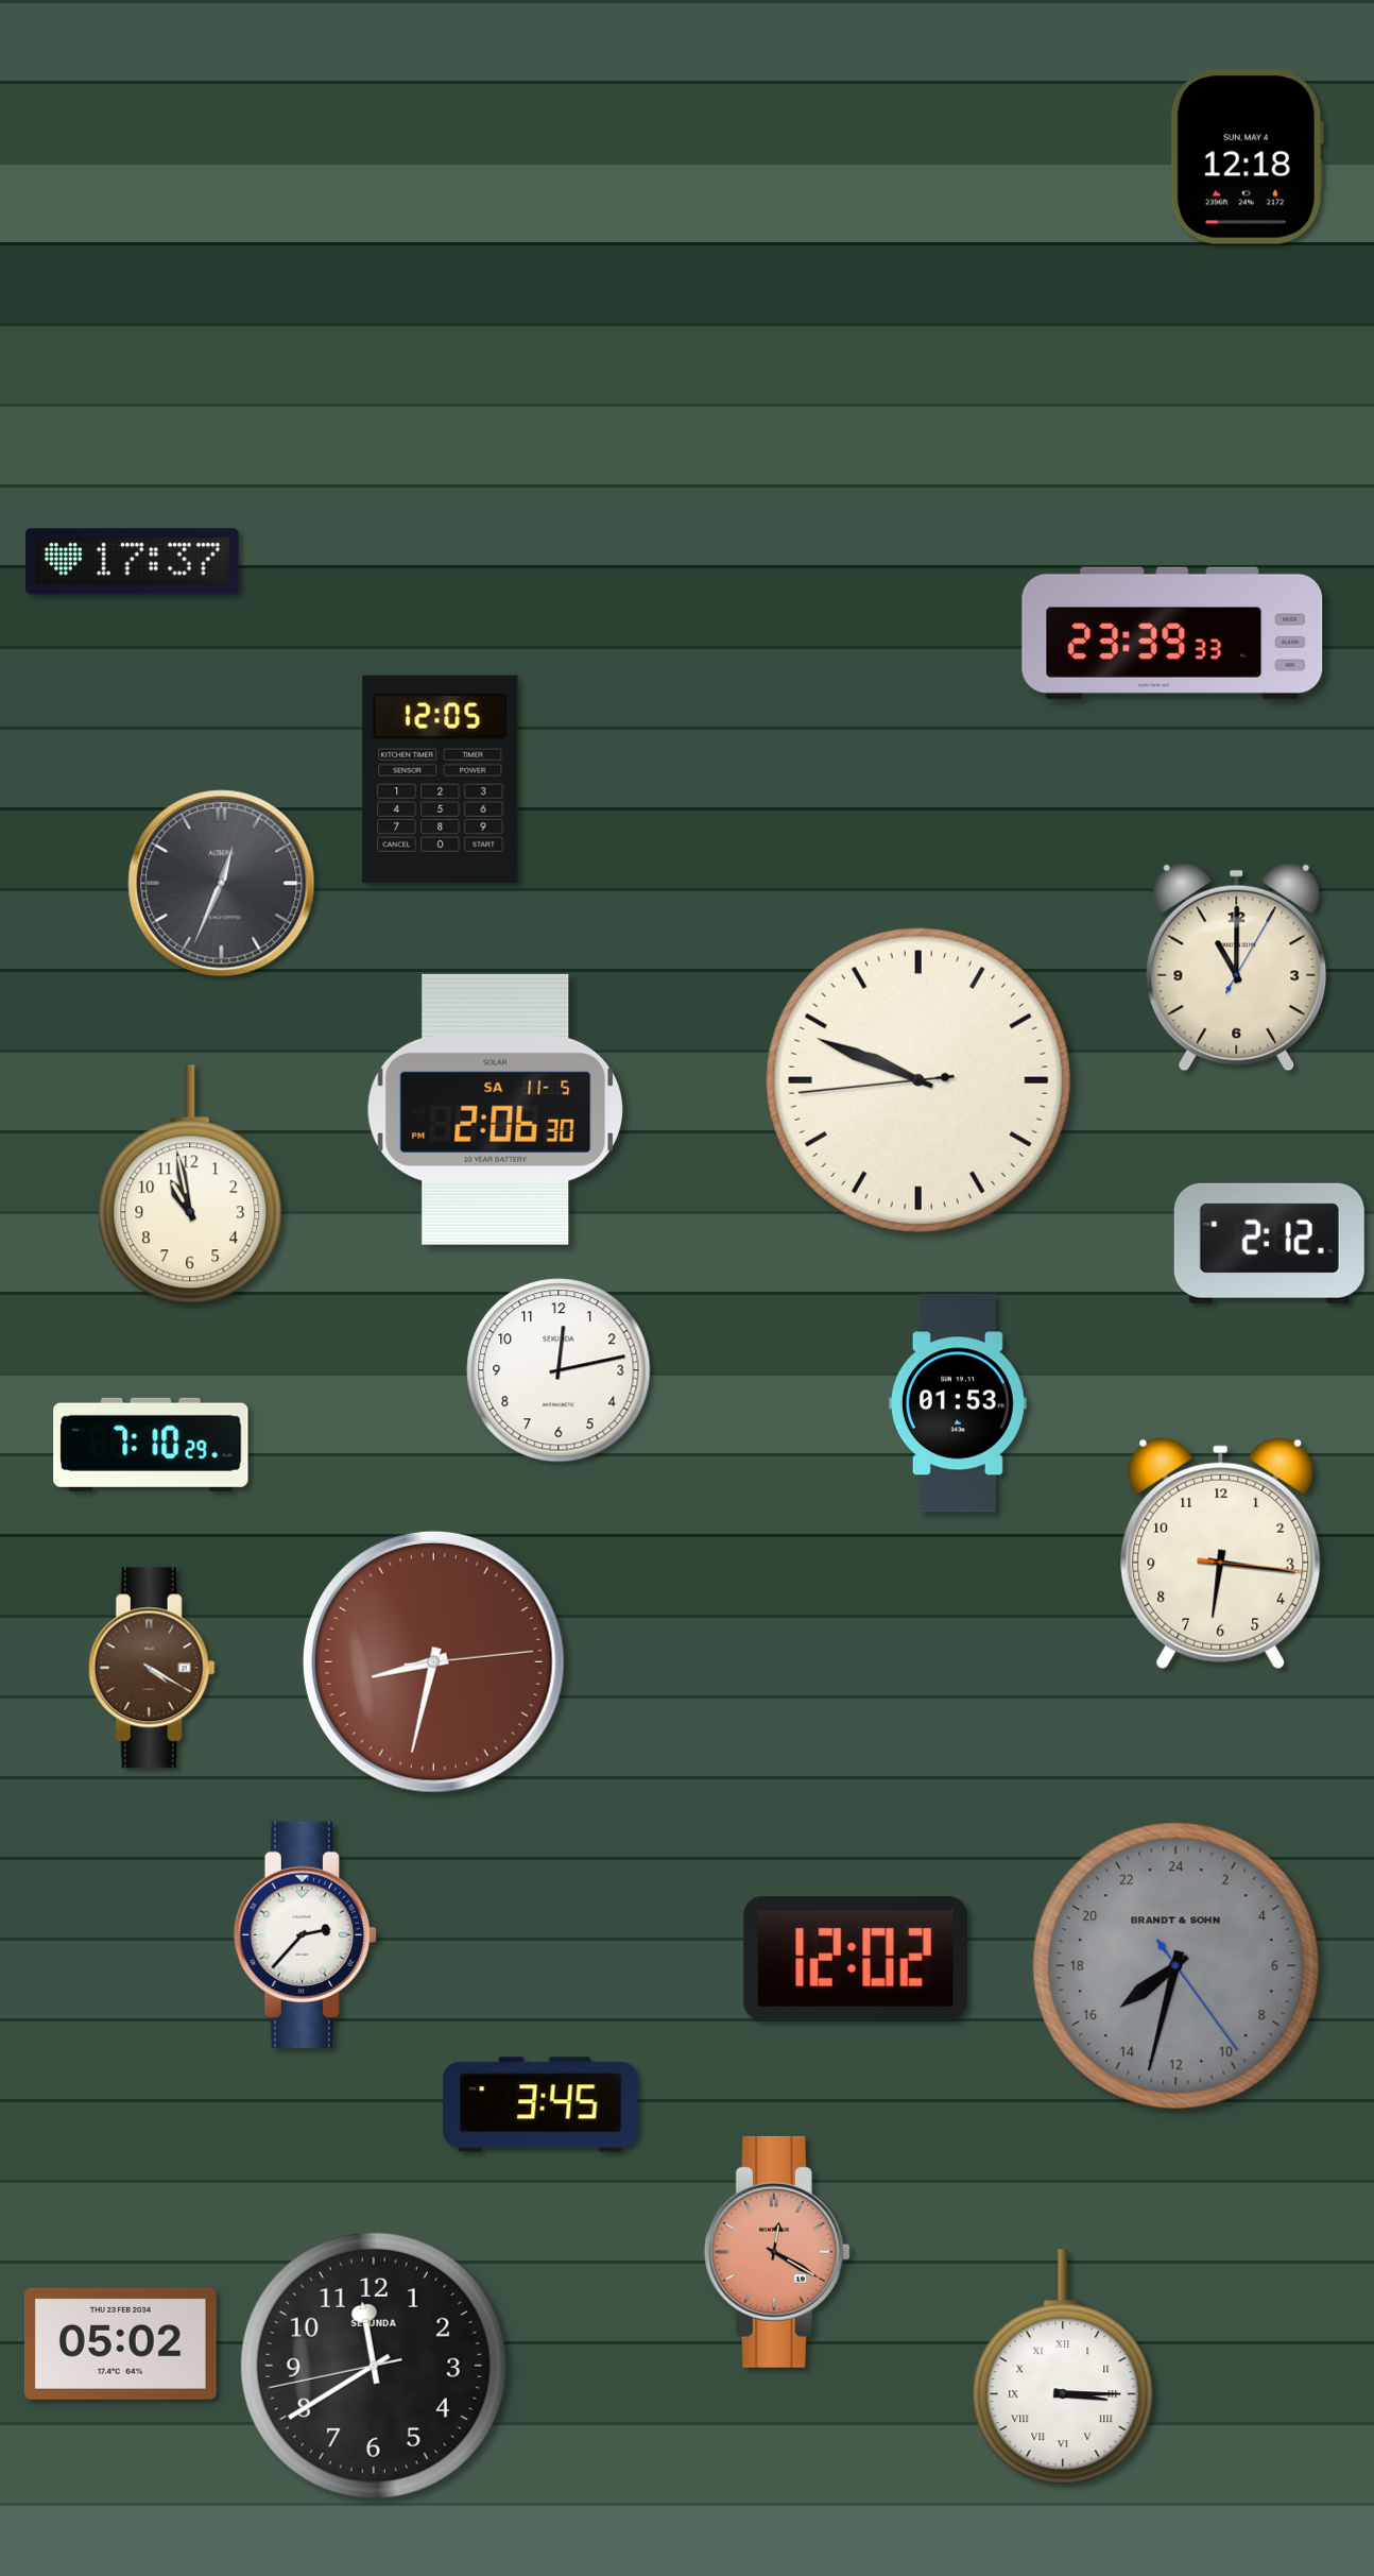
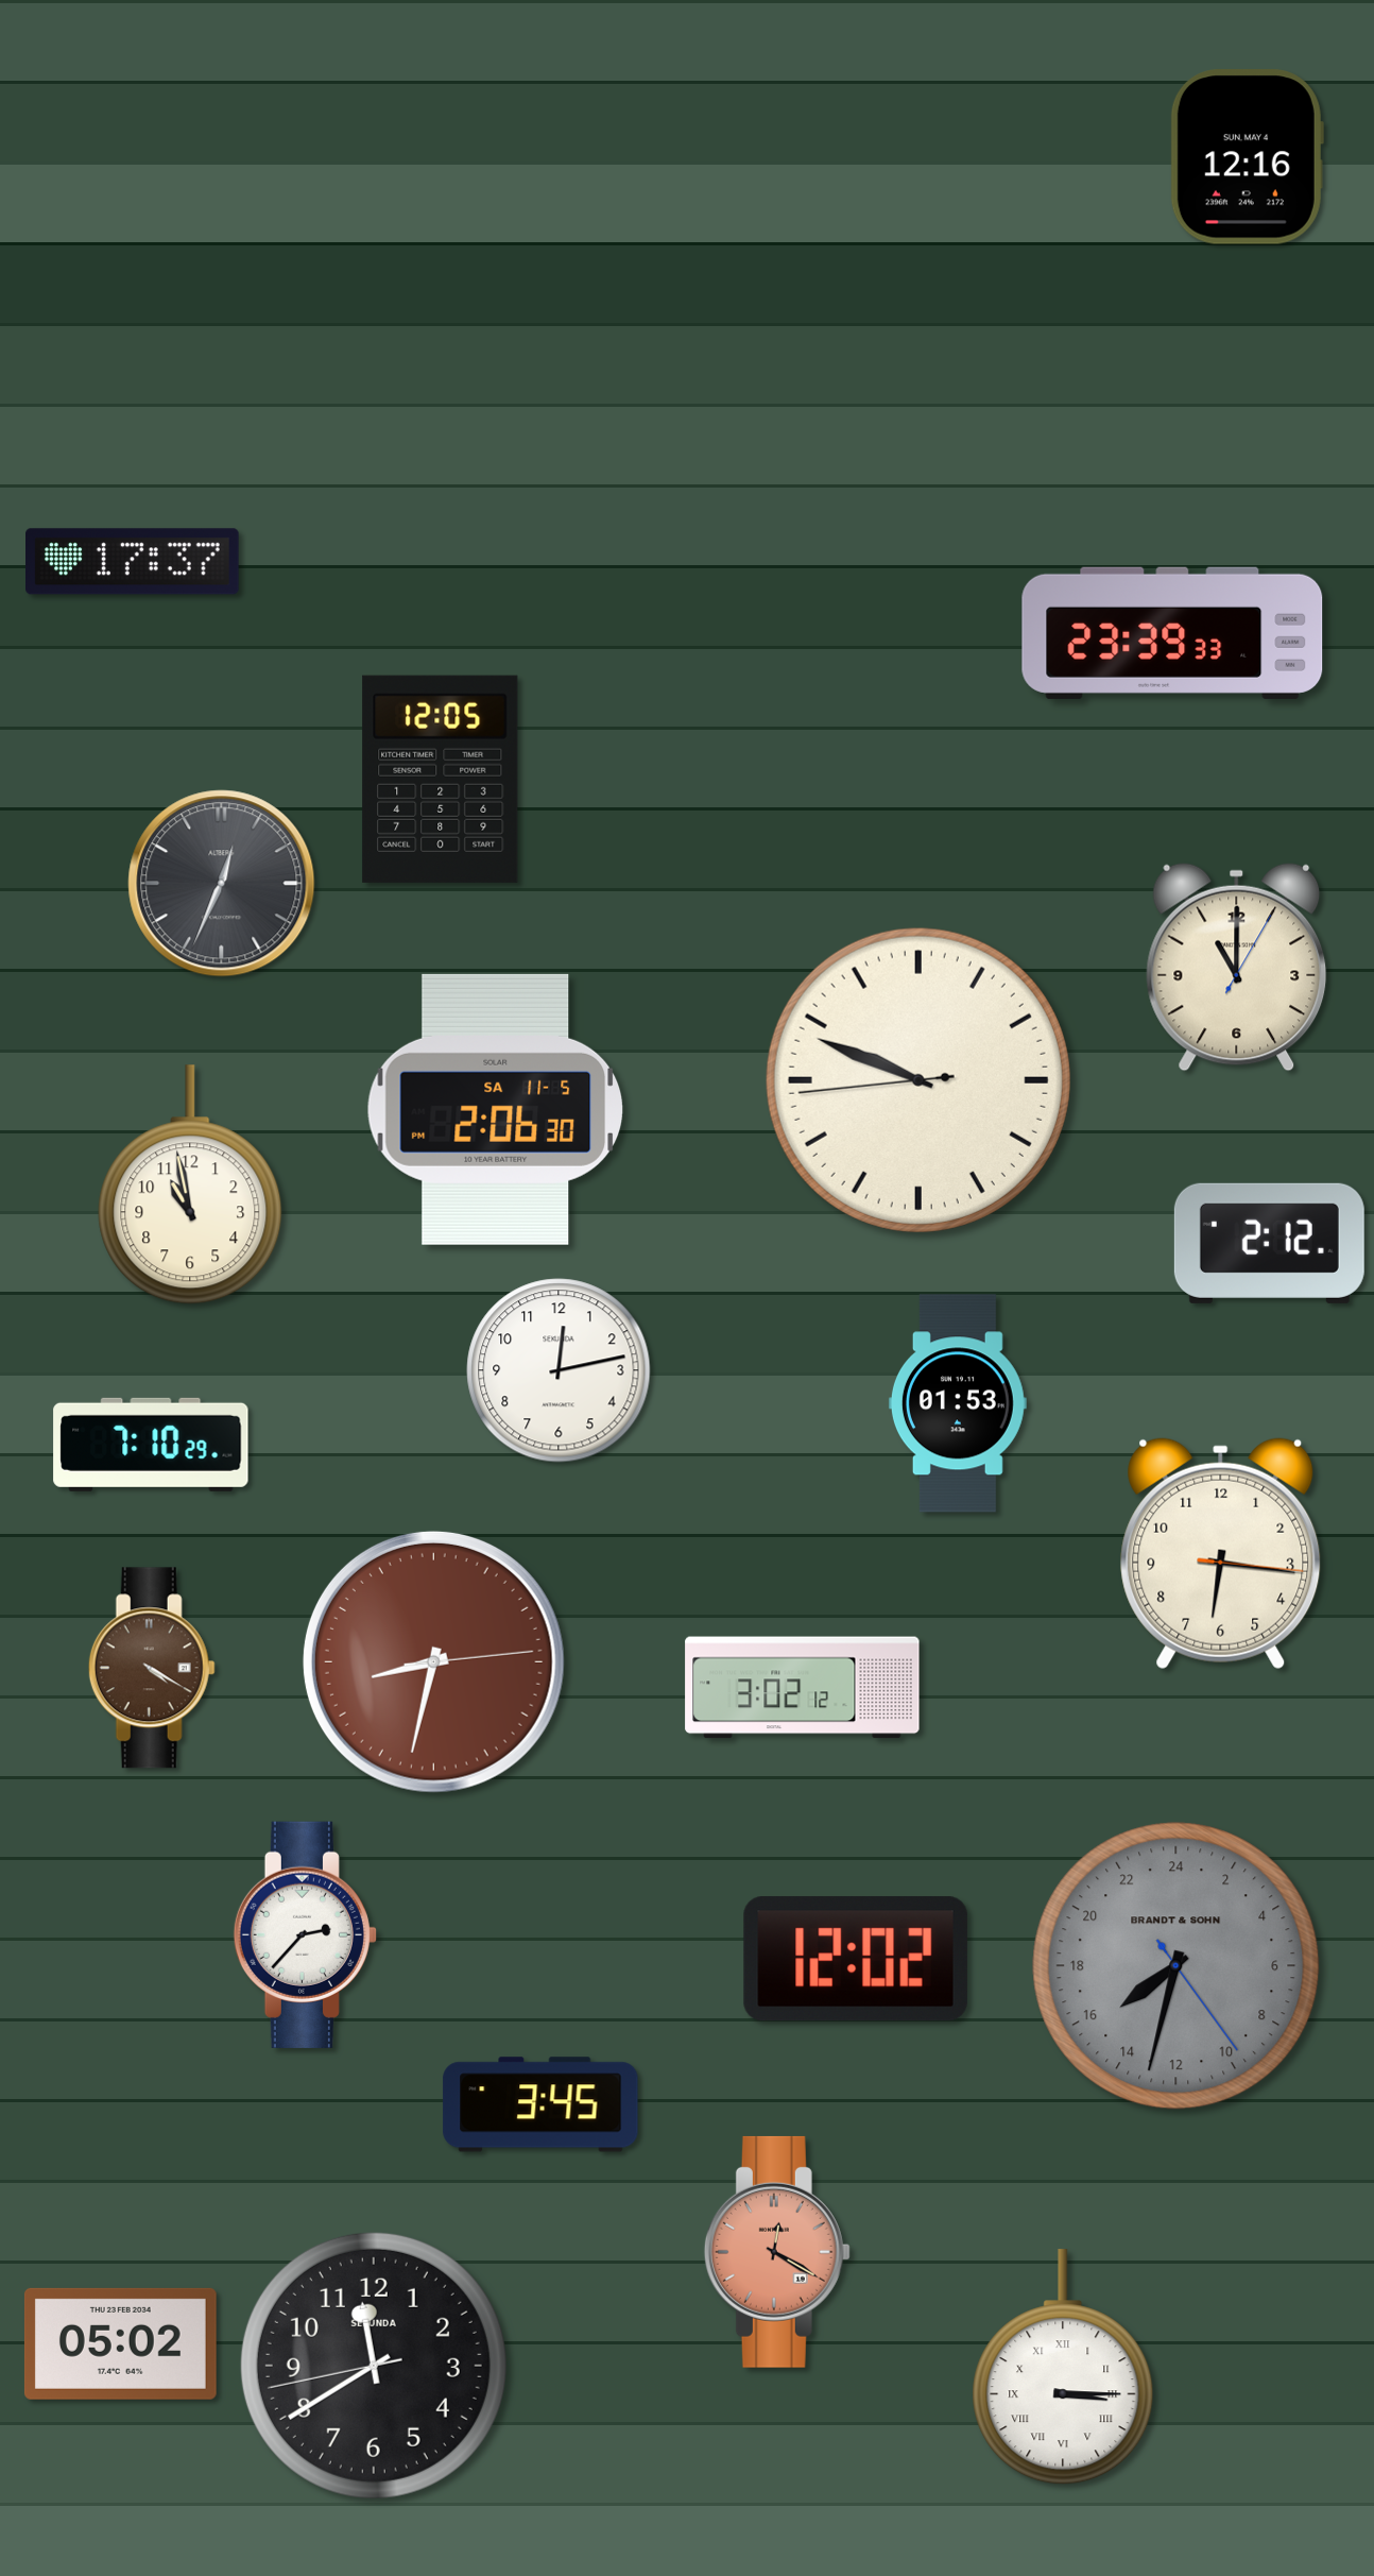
clock at (1247, 157): 12:18 -> 12:16
clock at (803, 1688): none -> 3:02
